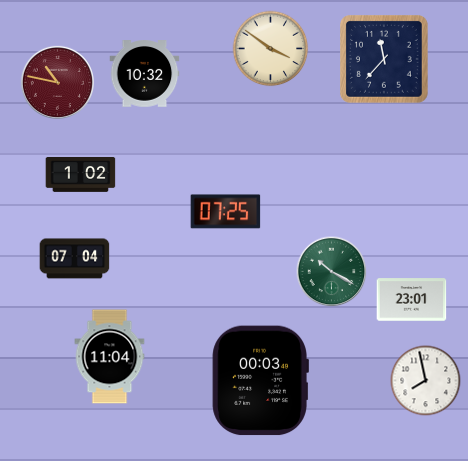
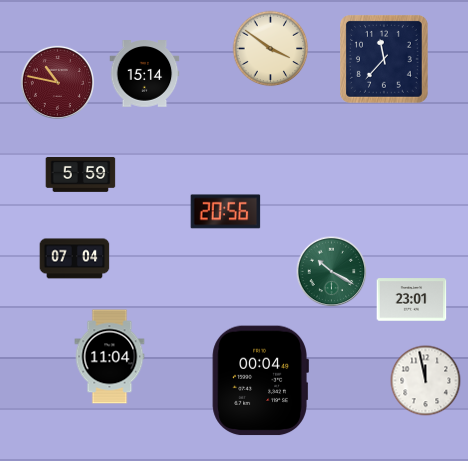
clock at (145, 74): 10:32 -> 15:14
clock at (81, 175): 1:02 -> 5:59
clock at (226, 212): 07:25 -> 20:56
clock at (260, 381): 00:03 -> 00:04
clock at (426, 381): 7:58 -> 11:58
